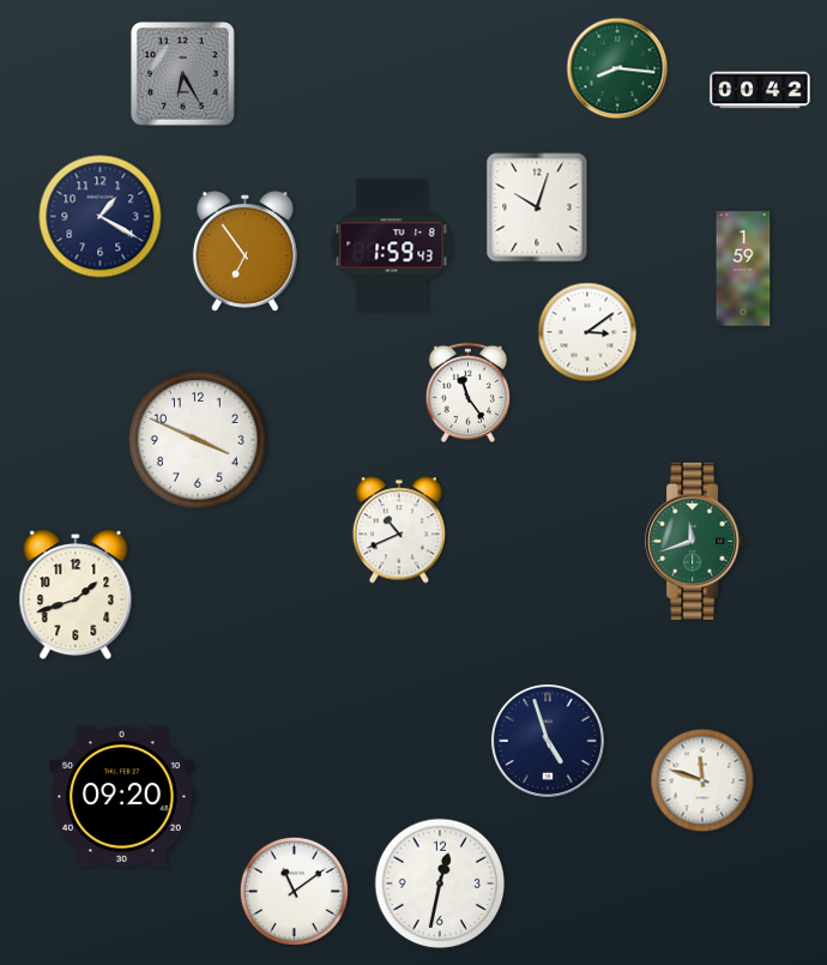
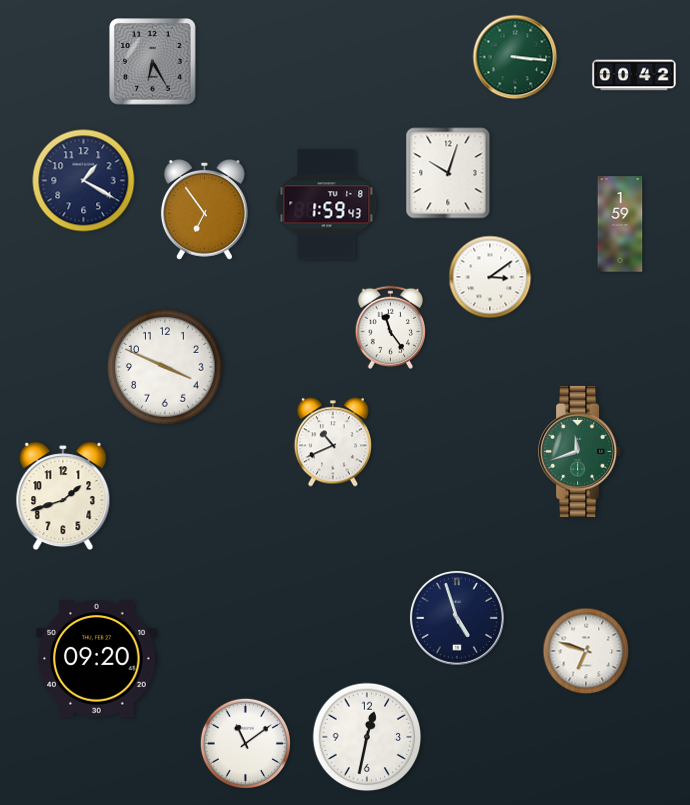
clock at (617, 68): 8:16 -> 3:16
clock at (702, 780): 11:48 -> 6:48
clock at (122, 797) position: (122, 797) -> (97, 659)
